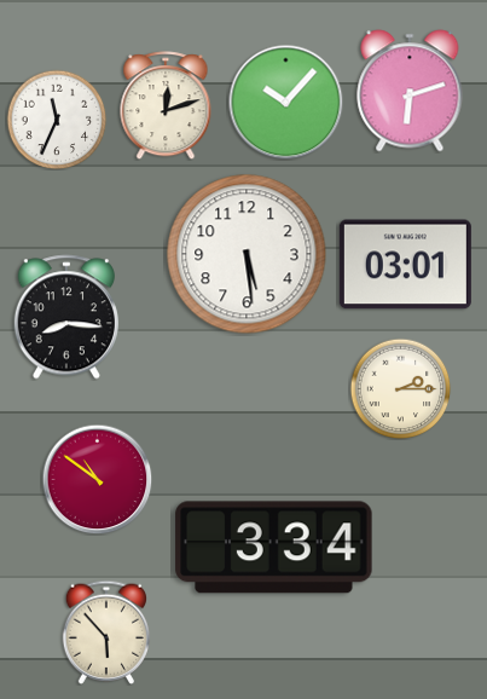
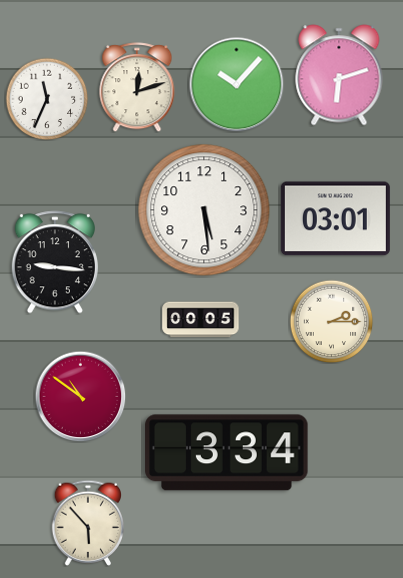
clock at (66, 317): 8:16 -> 9:16
clock at (201, 320): none -> 00:05
